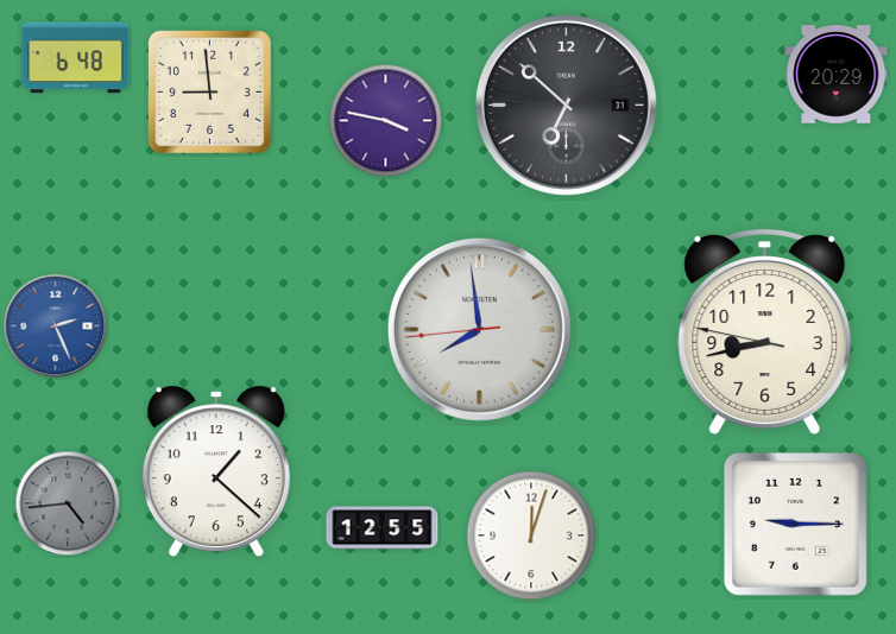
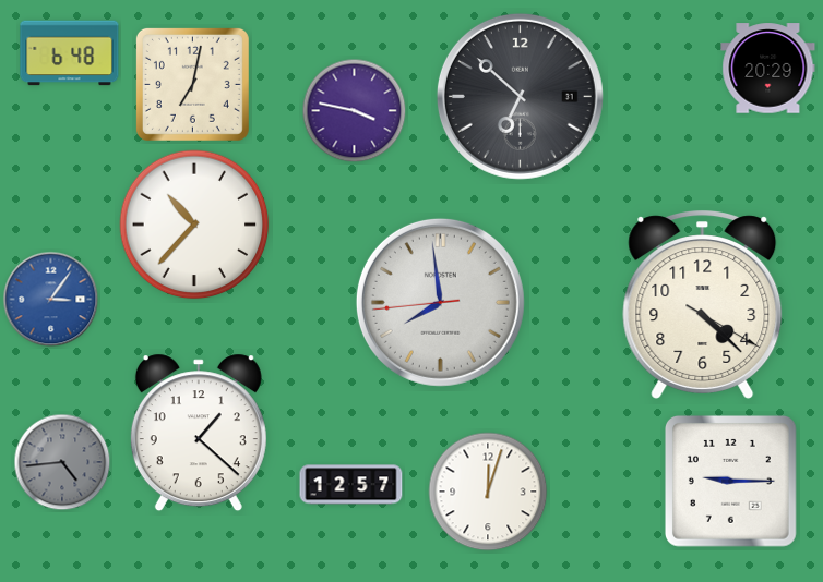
clock at (209, 91): 8:59 -> 7:02
clock at (194, 225): none -> 10:37
clock at (56, 326): 2:26 -> 3:06
clock at (765, 331): 8:42 -> 4:22
clock at (383, 528): 12:55 -> 12:57
